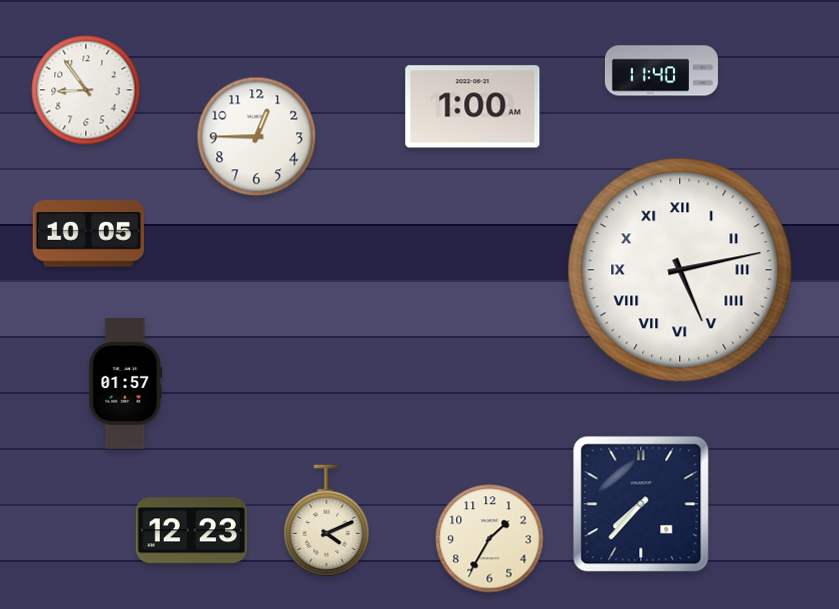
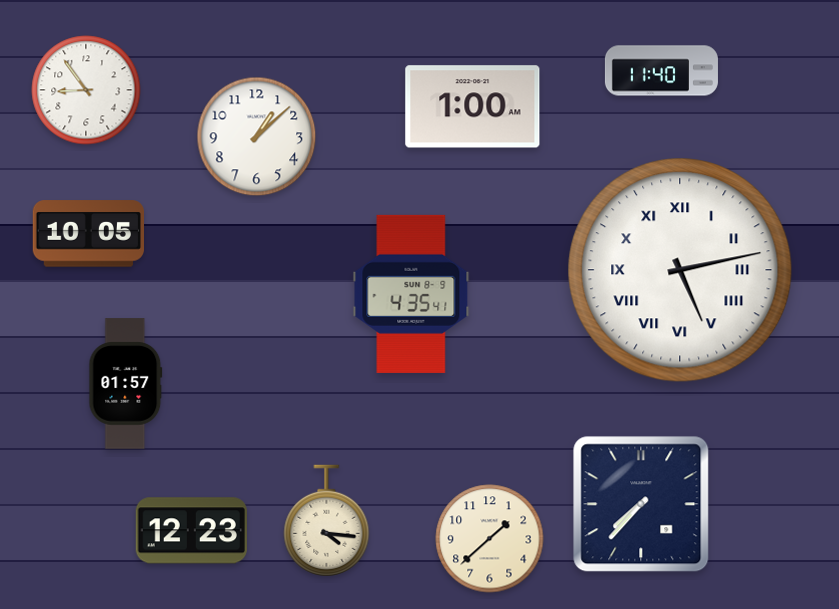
clock at (257, 137): 12:45 -> 1:08
clock at (411, 294): none -> 4:35
clock at (327, 521): 4:11 -> 4:16
clock at (490, 539): 1:35 -> 1:38
